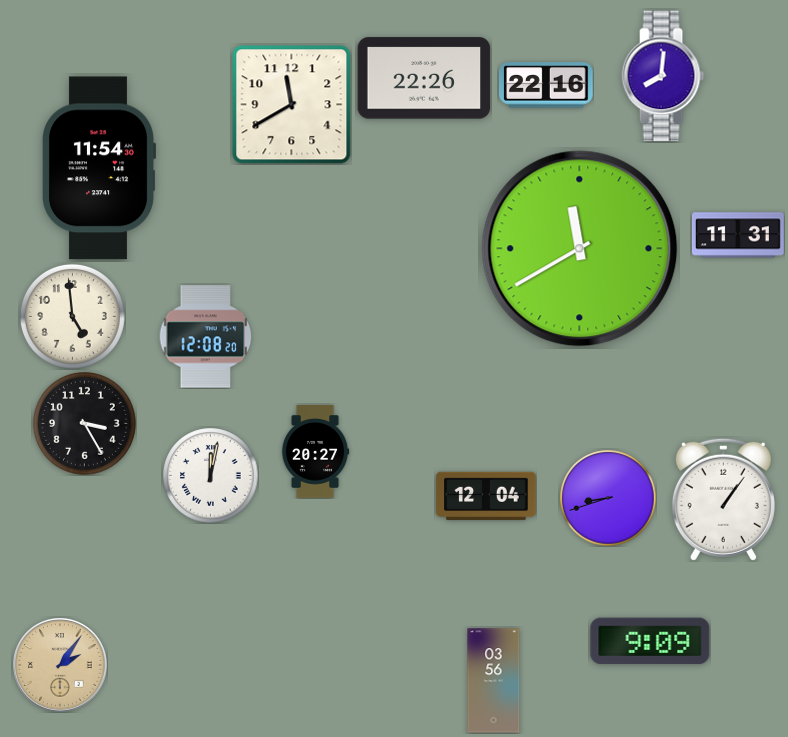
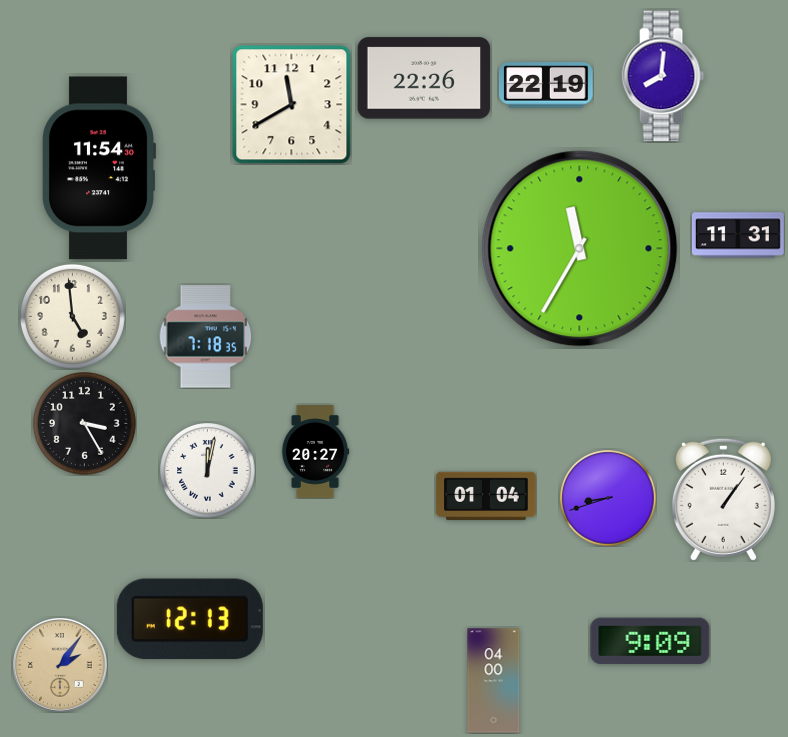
clock at (547, 85): 22:16 -> 22:19
clock at (580, 249): 11:40 -> 11:35
clock at (206, 337): 12:08 -> 7:18
clock at (210, 475) position: (210, 475) -> (207, 470)
clock at (486, 496): 12:04 -> 01:04
clock at (190, 619): none -> 12:13
clock at (494, 681): 03:56 -> 04:00
